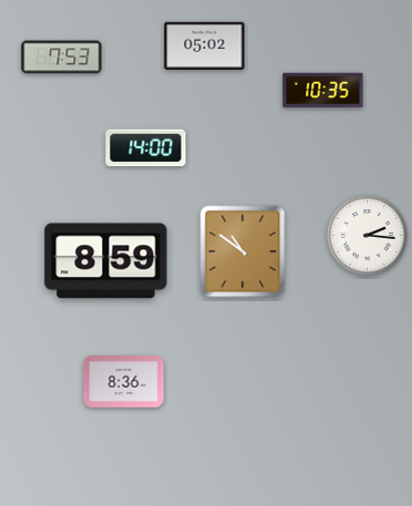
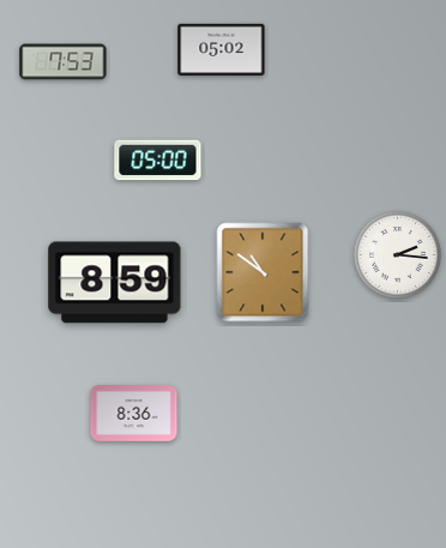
clock at (62, 58) position: (62, 58) -> (64, 62)
clock at (323, 91): 10:35 -> none
clock at (146, 148): 14:00 -> 05:00
